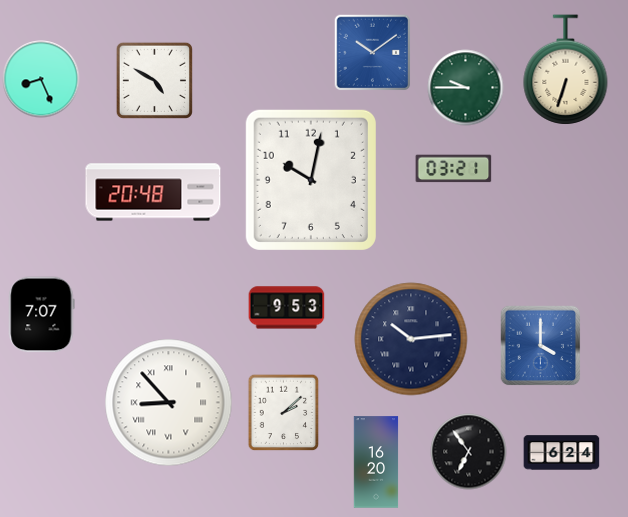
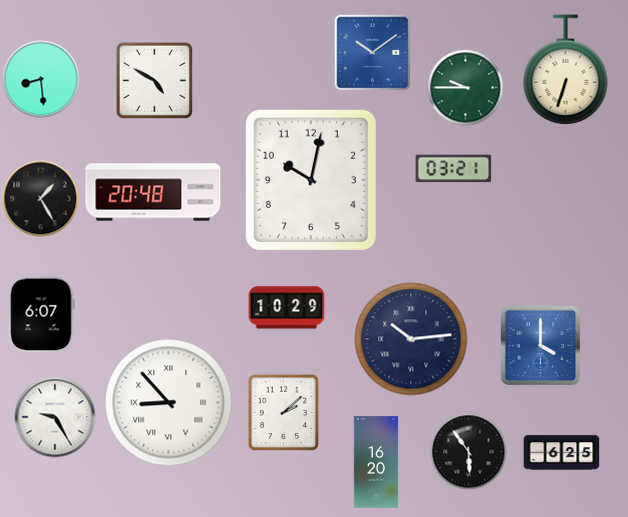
clock at (41, 79): 8:26 -> 8:29
clock at (41, 199): none -> 1:25
clock at (287, 308): 9:53 -> 10:29
clock at (42, 315): 7:07 -> 6:07
clock at (55, 417): none -> 9:25
clock at (469, 452): 6:54 -> 5:54
clock at (562, 453): 6:24 -> 6:25
